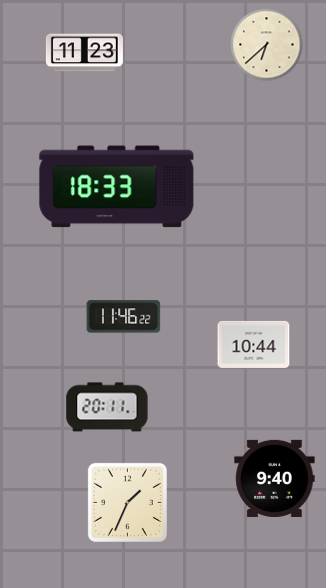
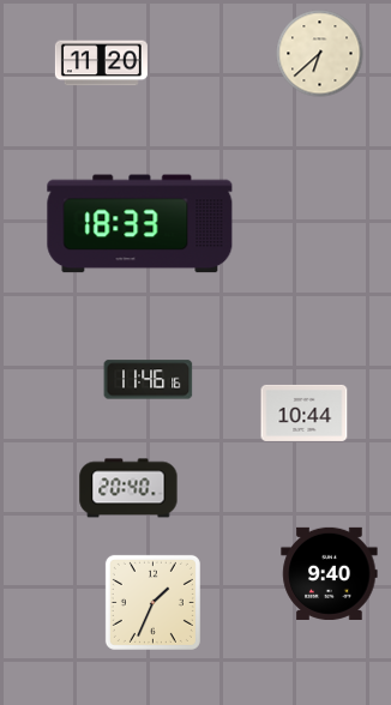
clock at (84, 53): 11:23 -> 11:20
clock at (124, 317): 11:46:22 -> 11:46:16
clock at (107, 407): 20:11 -> 20:40
